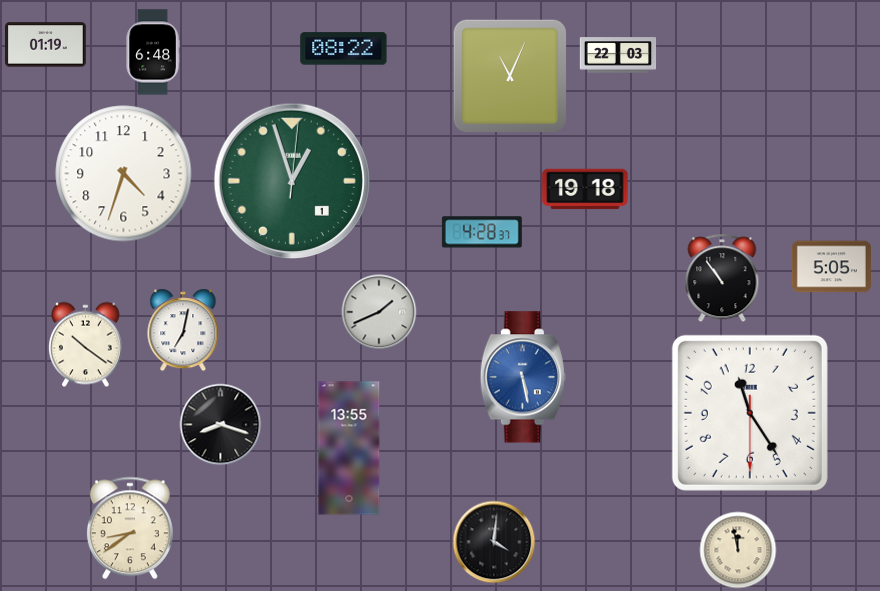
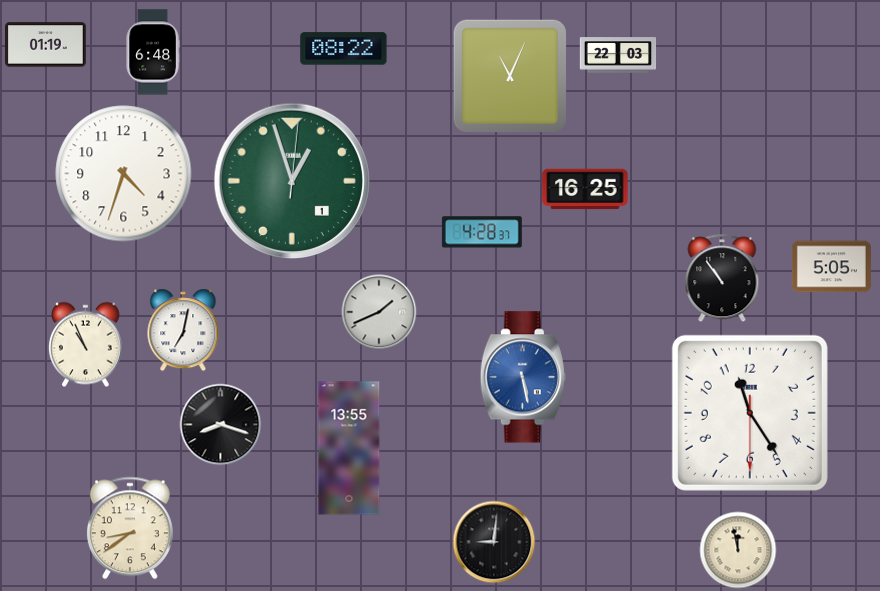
clock at (585, 189): 19:18 -> 16:25
clock at (86, 345): 10:21 -> 10:56
clock at (494, 542): 4:01 -> 9:01
